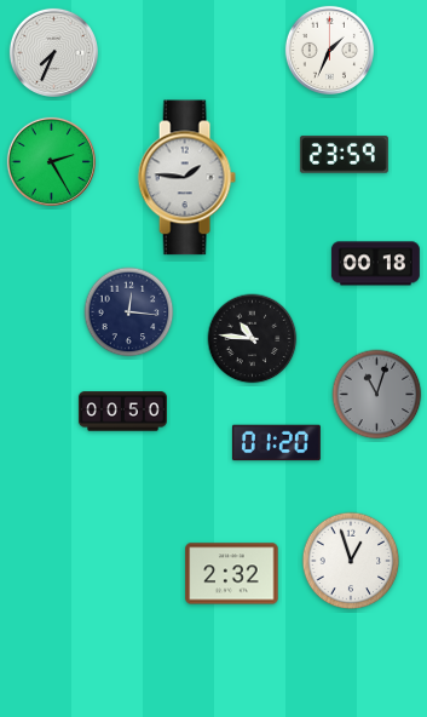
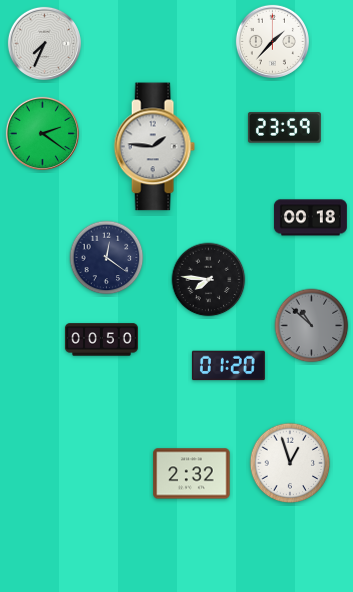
clock at (329, 50): 1:34 -> 1:37
clock at (51, 161): 2:25 -> 2:21
clock at (129, 312): 12:16 -> 12:21
clock at (253, 339): 10:46 -> 7:46
clock at (377, 395): 11:03 -> 10:52
